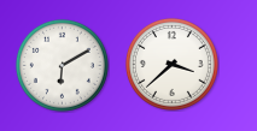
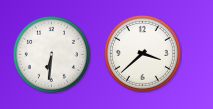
clock at (62, 65): 6:10 -> 6:31
